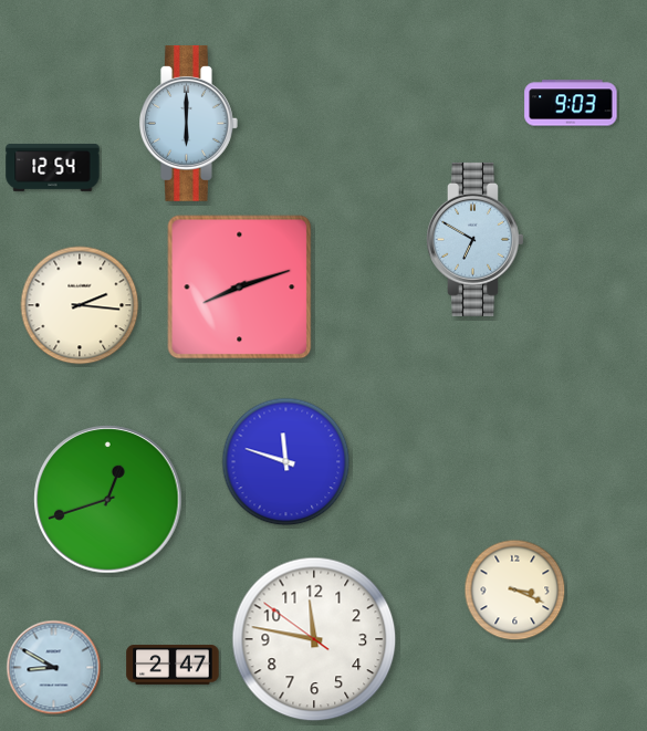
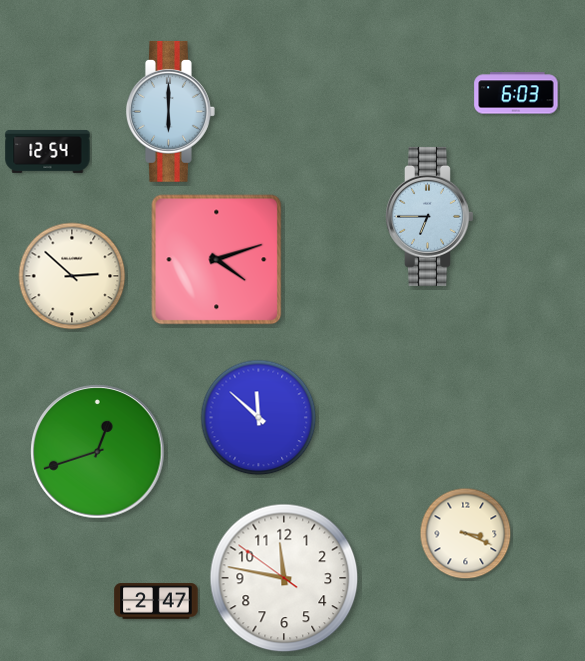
clock at (571, 103): 9:03 -> 6:03
clock at (476, 239): 6:50 -> 6:45
clock at (240, 288): 8:12 -> 4:12
clock at (80, 305): 2:16 -> 2:52
clock at (286, 462): 11:48 -> 11:52
clock at (54, 668): 8:50 -> none
